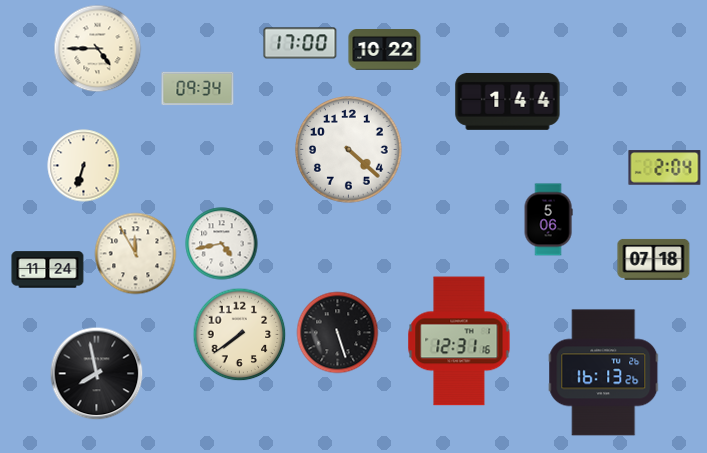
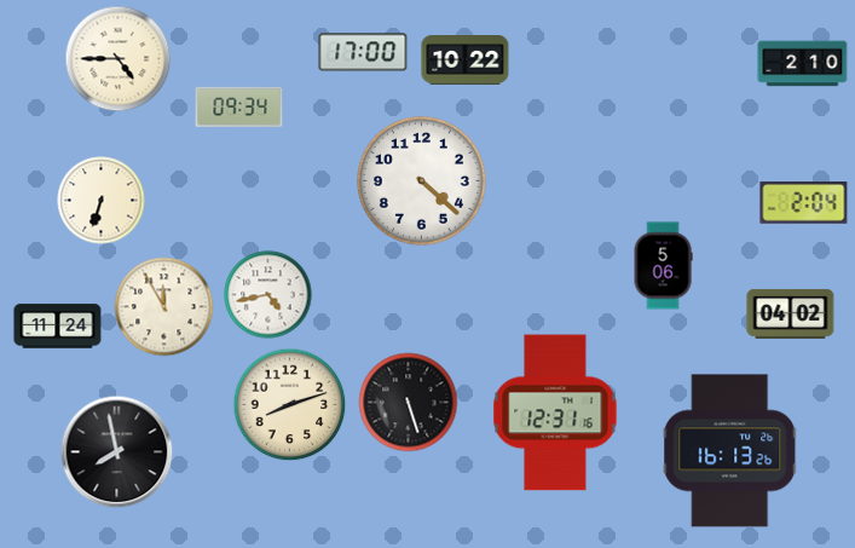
clock at (803, 64): none -> 2:10
clock at (508, 101): 1:44 -> none
clock at (654, 259): 07:18 -> 04:02
clock at (240, 335): 7:39 -> 8:12
